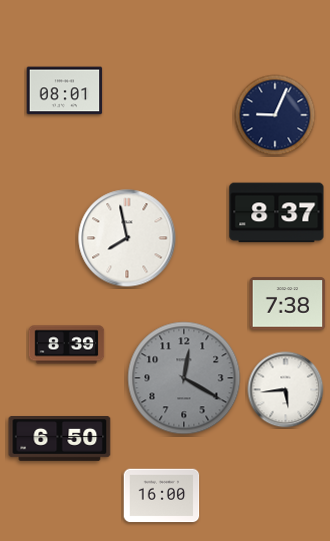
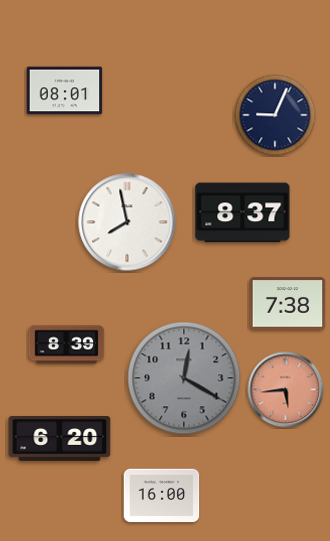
clock at (277, 213) position: (277, 213) -> (243, 213)
clock at (127, 238) position: (127, 238) -> (127, 222)
clock at (286, 390) dial: white -> salmon
clock at (60, 439): 6:50 -> 6:20
